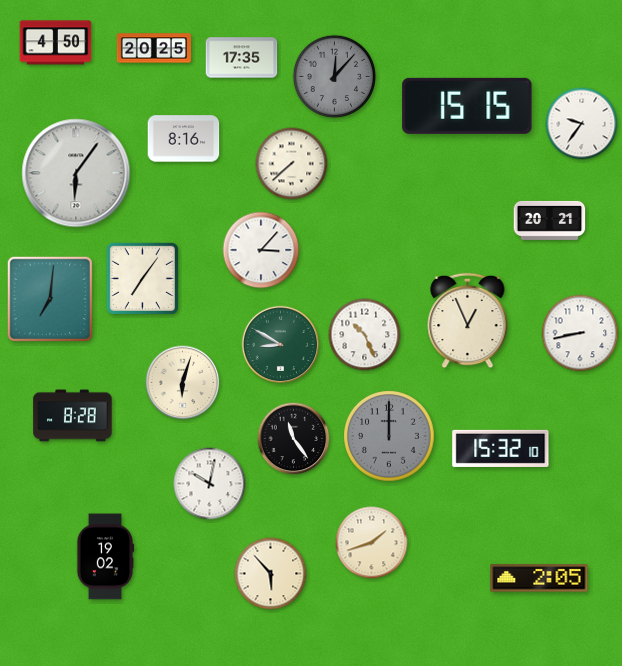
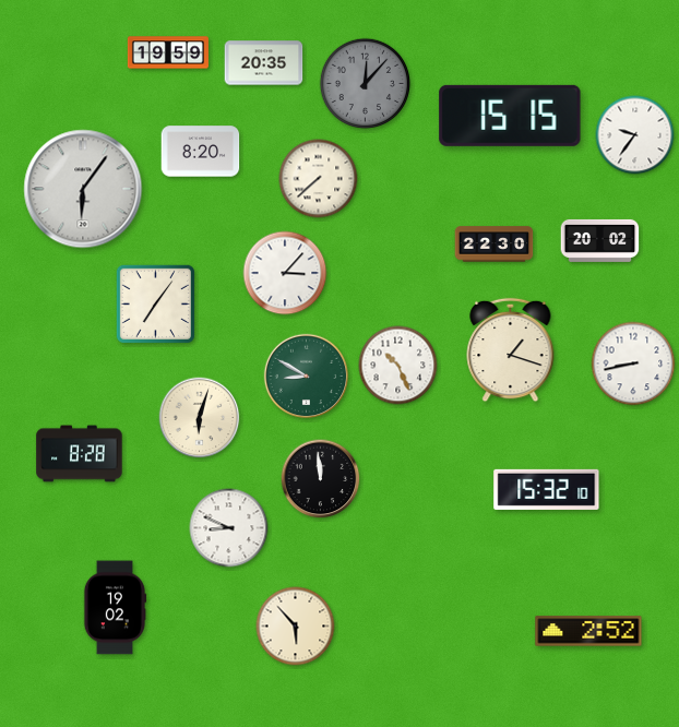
clock at (56, 43): 4:50 -> none
clock at (154, 48): 20:25 -> 19:59
clock at (242, 58): 17:35 -> 20:35
clock at (184, 139): 8:16 -> 8:20
clock at (550, 220): 20:21 -> 20:02
clock at (495, 245): none -> 22:30
clock at (50, 299): 7:01 -> none
clock at (468, 321): 12:56 -> 1:18
clock at (389, 436): 12:00 -> none
clock at (294, 439): 11:24 -> 11:59
clock at (210, 484): 10:02 -> 8:49
clock at (372, 543): 1:42 -> none
clock at (539, 578): 2:05 -> 2:52
